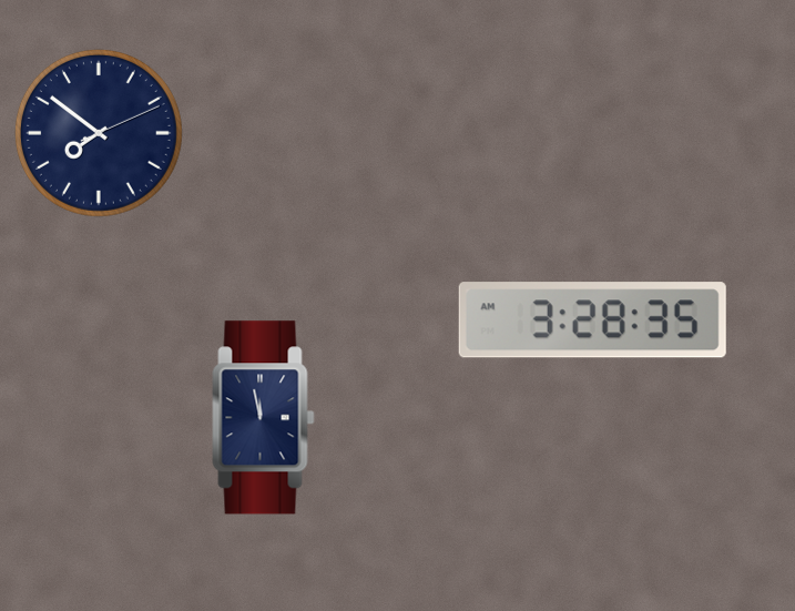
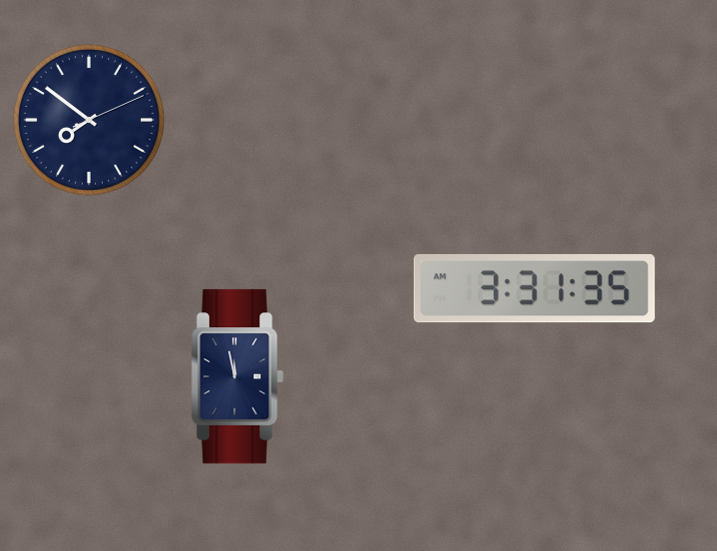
clock at (592, 320): 3:28 -> 3:31
